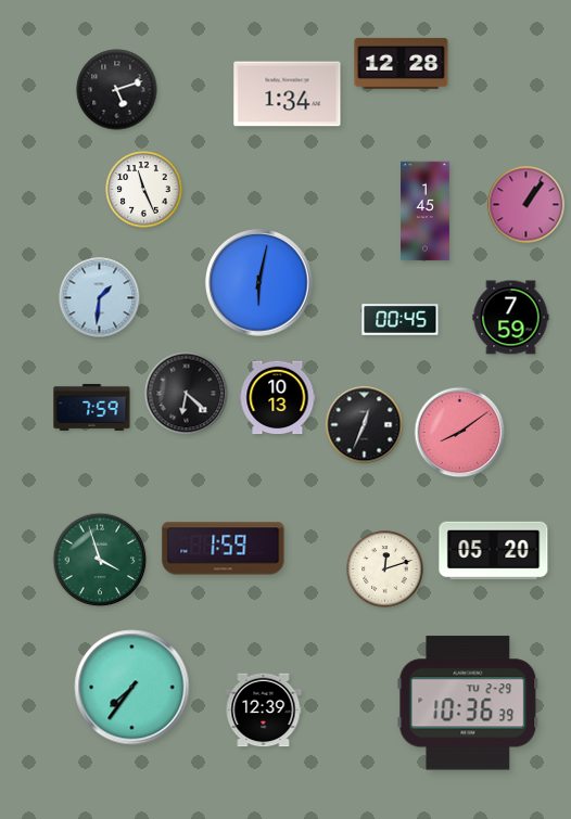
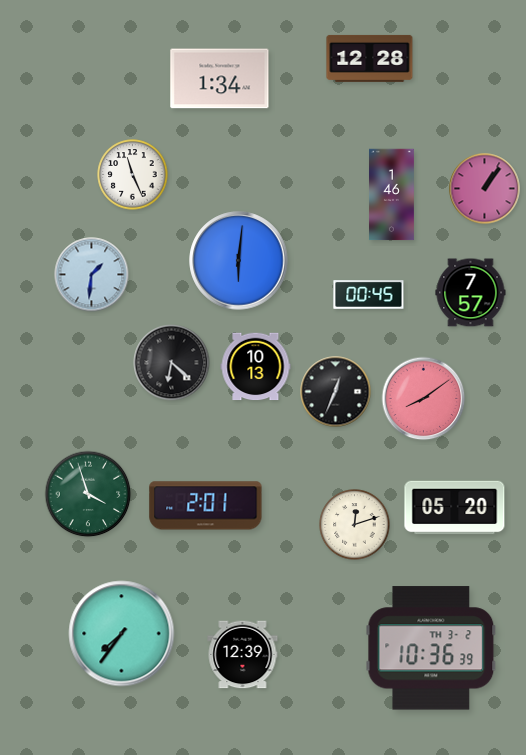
clock at (117, 90): 5:12 -> none
clock at (288, 94) position: (288, 94) -> (220, 79)
clock at (426, 212): 1:45 -> 1:46
clock at (259, 283): 6:02 -> 6:01
clock at (511, 318): 7:59 -> 7:57
clock at (92, 407): 7:59 -> none
clock at (224, 549): 1:59 -> 2:01
clock at (100, 560) position: (100, 560) -> (88, 494)
clock at (468, 703) date: TU 2-29 -> TH 3-2
